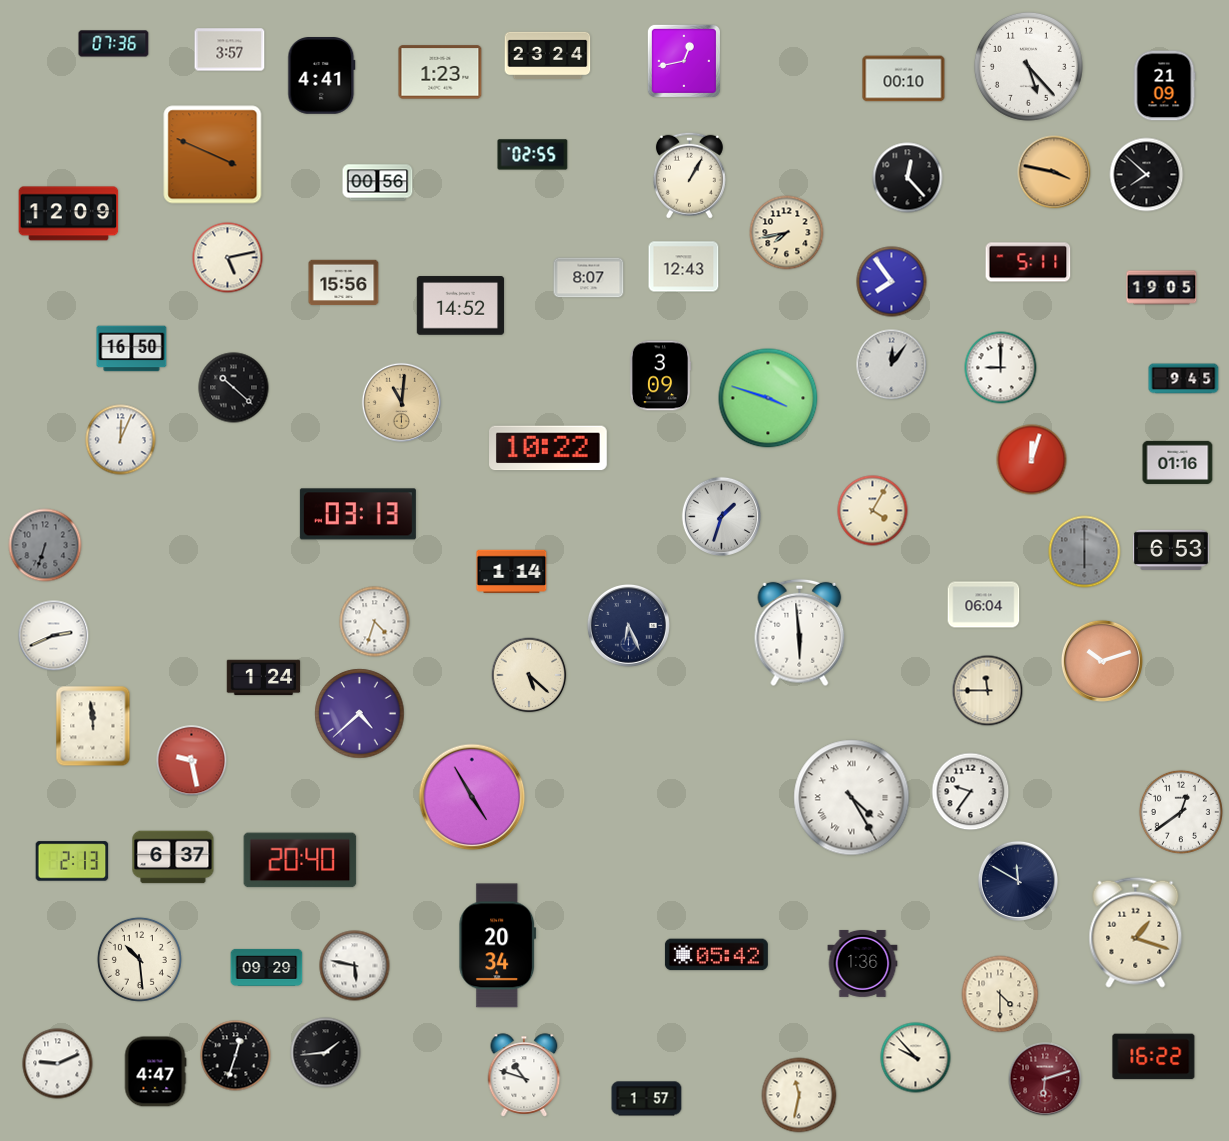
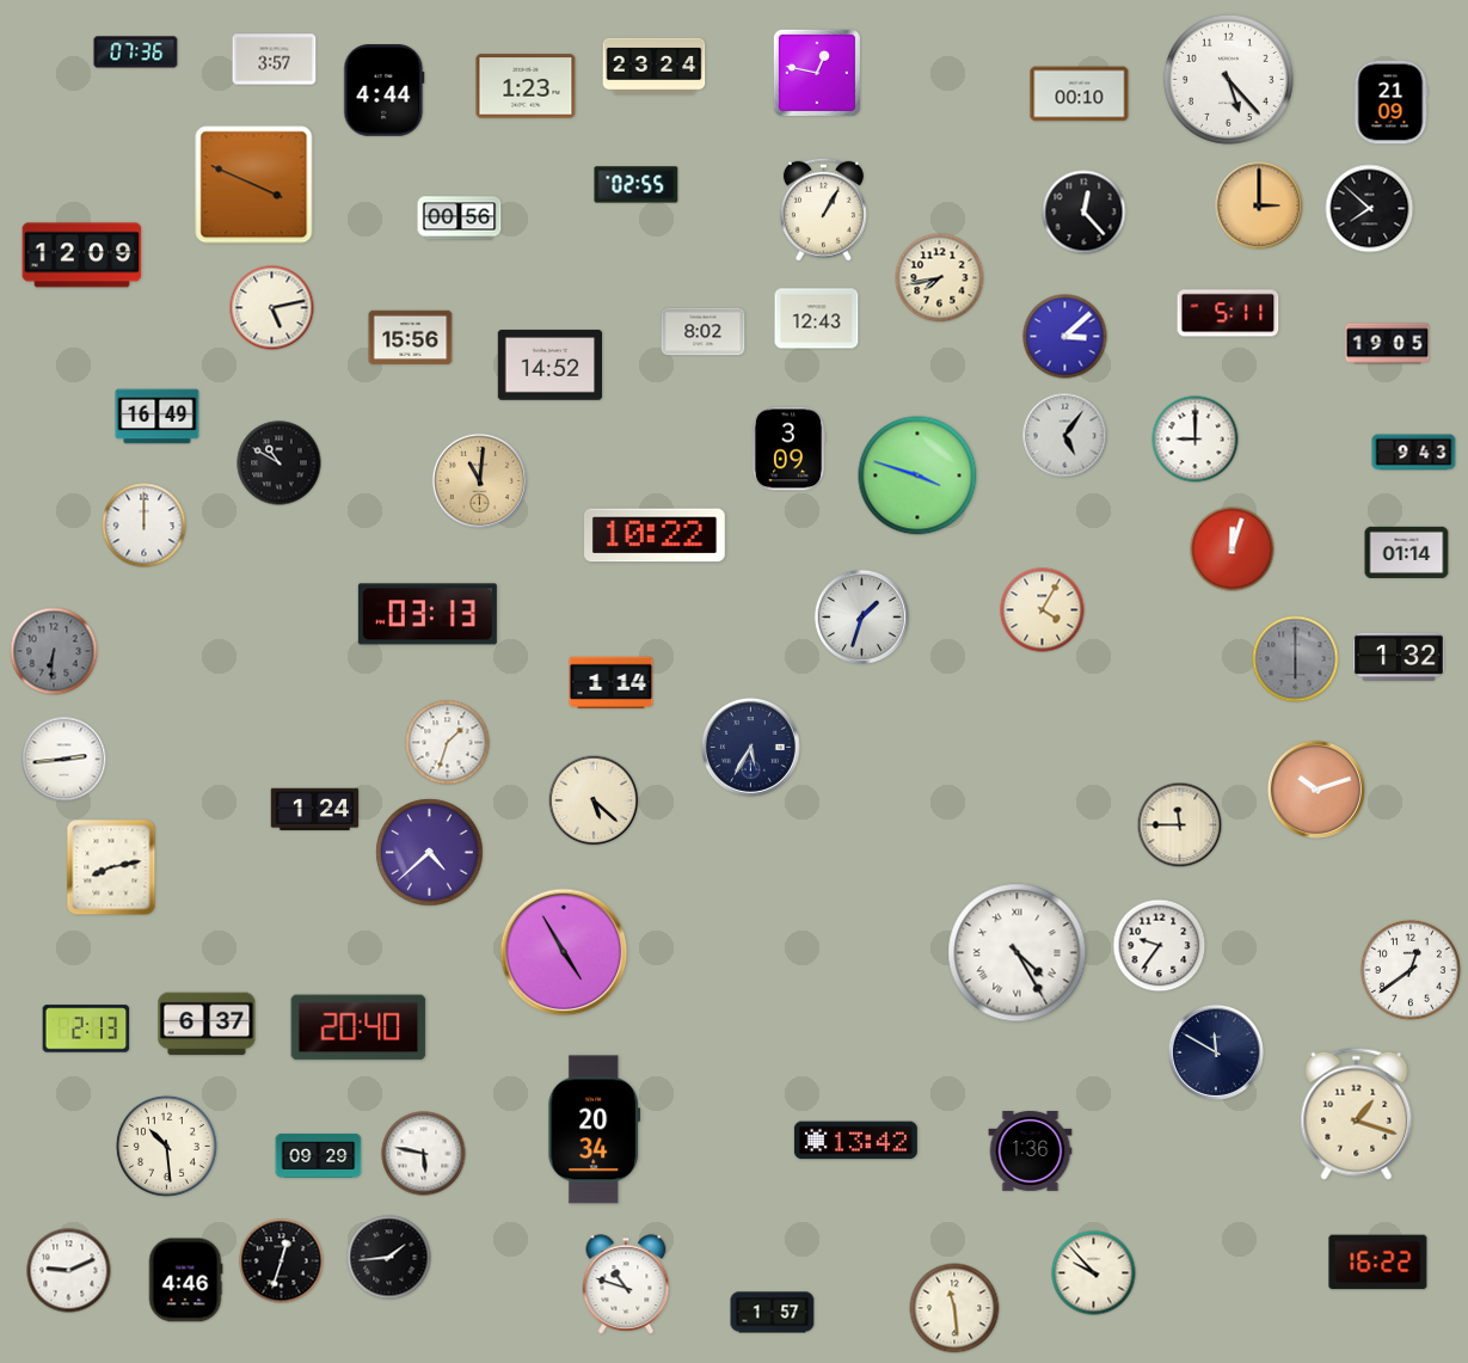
clock at (684, 61): 12:43 -> 12:47
clock at (322, 76): 4:41 -> 4:44
clock at (1054, 172): 3:47 -> 3:00
clock at (378, 183) position: (378, 183) -> (460, 219)
clock at (589, 278): 8:07 -> 8:02
clock at (892, 282): 7:54 -> 3:08
clock at (132, 349): 16:50 -> 16:49
clock at (892, 365): 12:06 -> 5:06
clock at (1184, 379): 9:45 -> 9:43
clock at (234, 388): 10:22 -> 10:50
clock at (121, 440): 12:04 -> 12:00
clock at (1178, 462): 01:16 -> 01:14
clock at (45, 545): 6:33 -> 6:31
clock at (1171, 550): 6:53 -> 1:32
clock at (984, 605): 06:04 -> none
clock at (375, 622): 4:33 -> 1:33
clock at (628, 625): 6:26 -> 5:35
clock at (800, 633): 5:59 -> none
clock at (54, 636): 2:41 -> 2:44
clock at (529, 675) position: (529, 675) -> (594, 800)
clock at (93, 726): 11:59 -> 8:13
clock at (192, 761): 9:28 -> none
clock at (716, 955): 05:42 -> 13:42
clock at (1000, 994): 4:30 -> none
clock at (916, 1058) position: (916, 1058) -> (1094, 1273)
clock at (155, 1072): 4:47 -> 4:46
clock at (1045, 1079): 6:12 -> none
clock at (799, 1095): 11:32 -> 11:29
